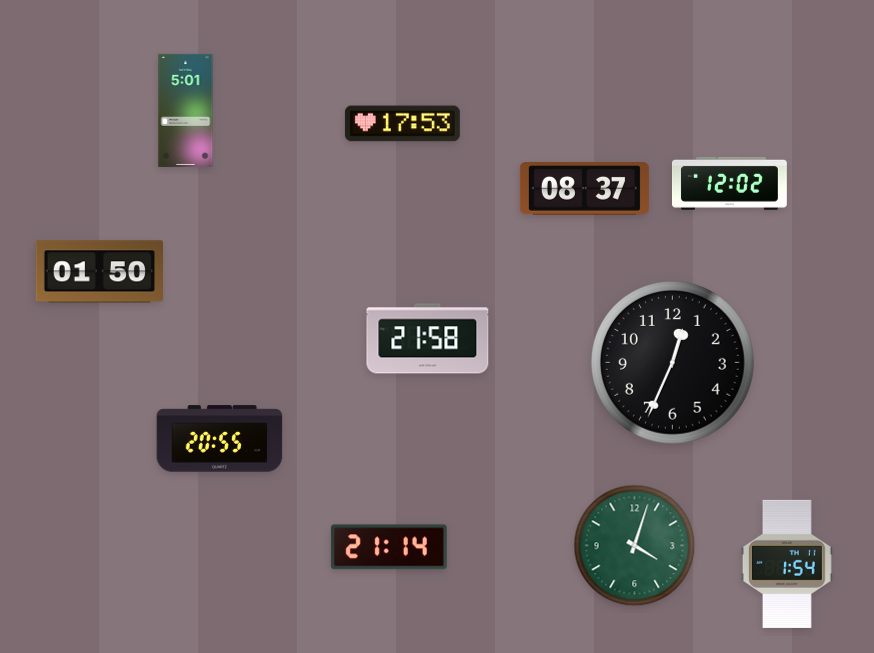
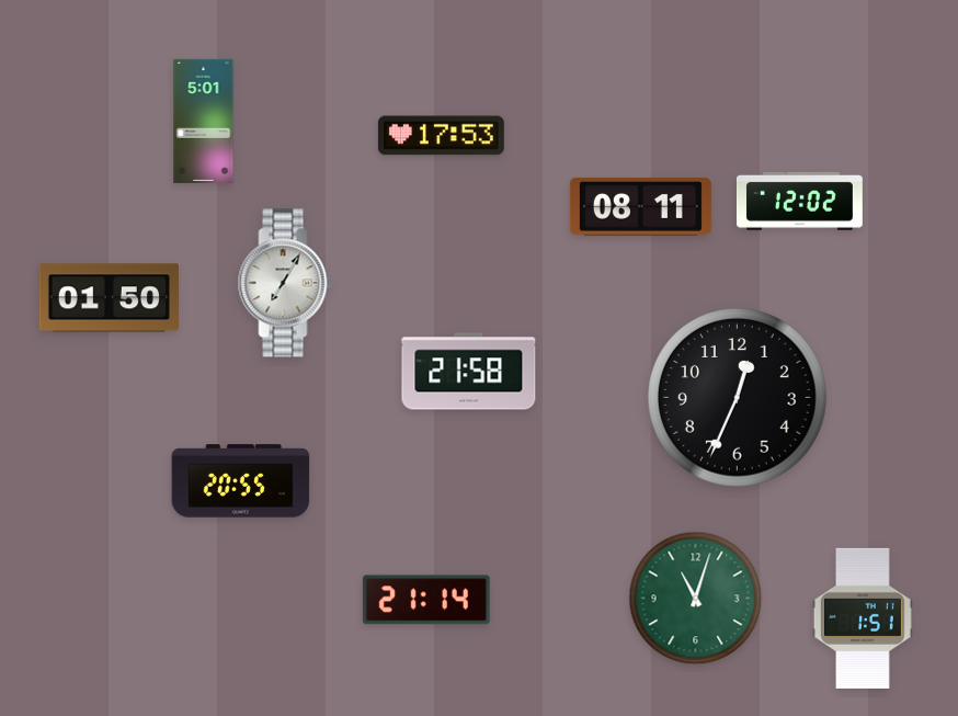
clock at (584, 189): 08:37 -> 08:11
clock at (285, 283): none -> 7:05
clock at (635, 546): 4:03 -> 11:03
clock at (787, 564): 1:54 -> 1:51
